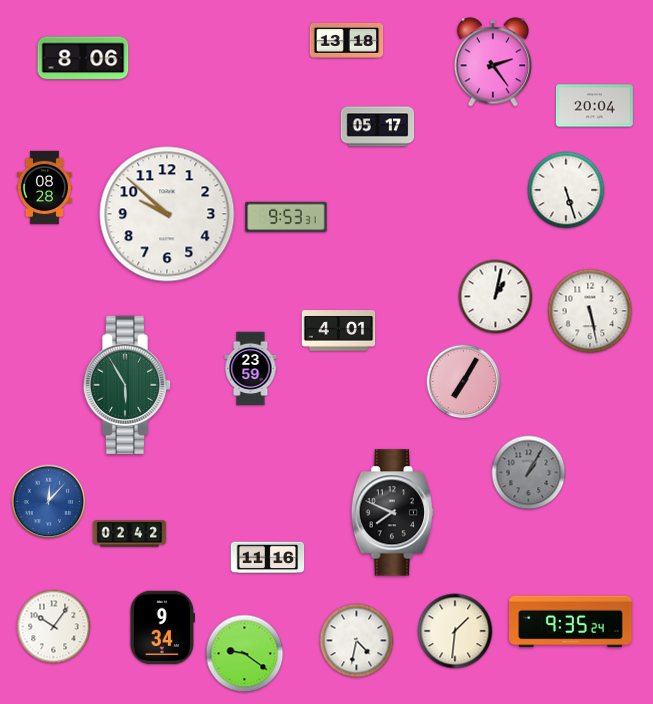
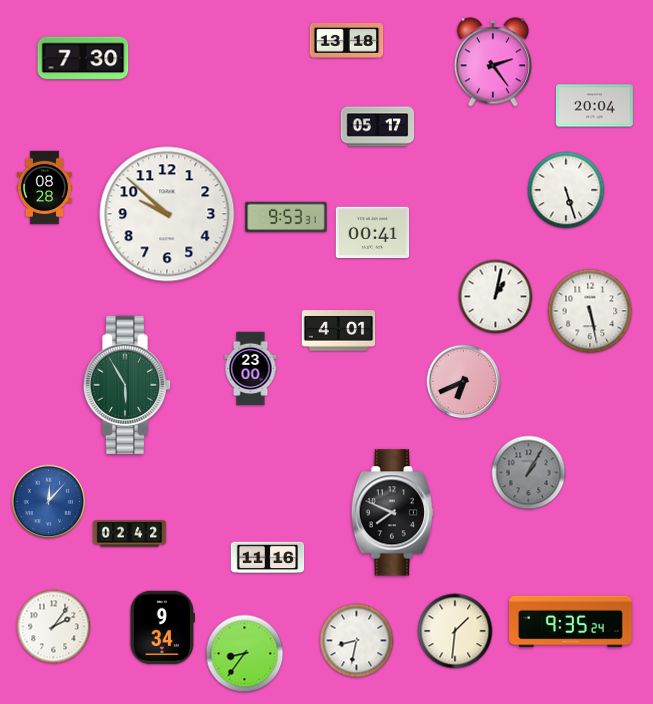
clock at (83, 58): 8:06 -> 7:30
clock at (373, 233): none -> 00:41
clock at (251, 369): 23:59 -> 23:00
clock at (464, 382): 7:05 -> 6:41
clock at (54, 627): 10:06 -> 2:06
clock at (357, 641): 4:32 -> 8:32
clock at (245, 654): 9:21 -> 8:36
